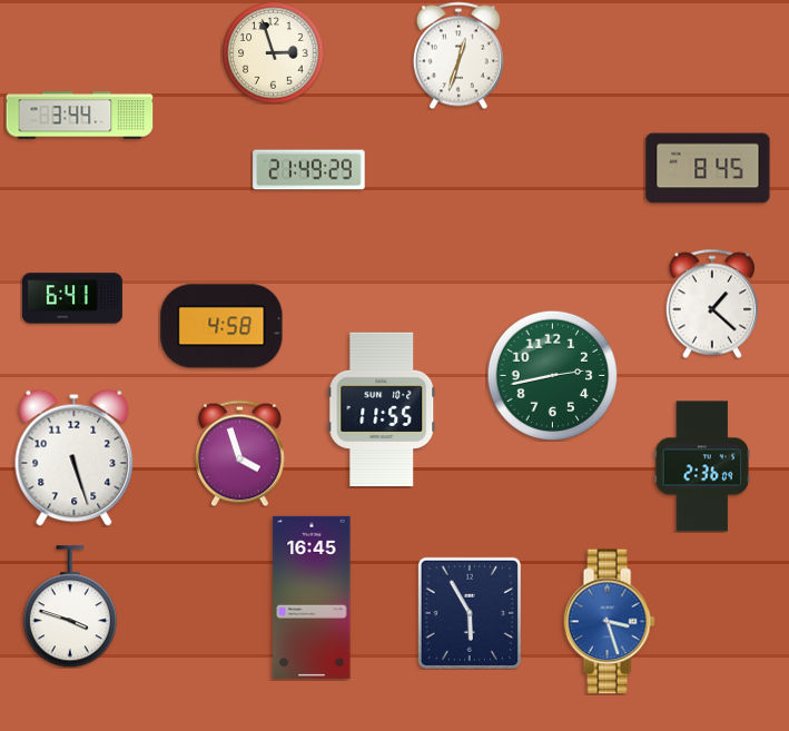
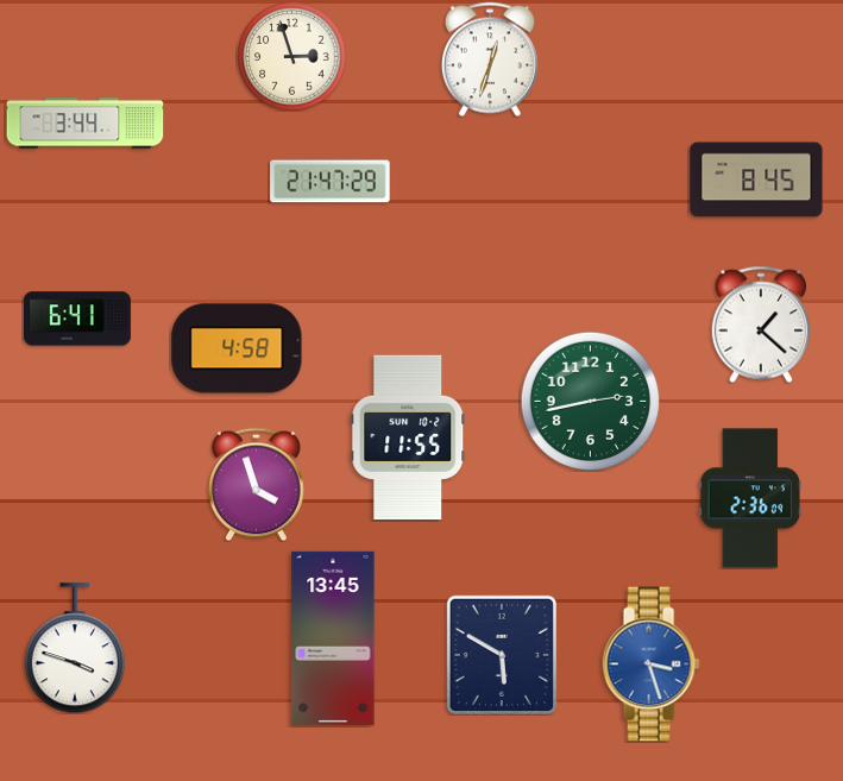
clock at (309, 170): 21:49 -> 21:47
clock at (75, 457): 5:27 -> none
clock at (312, 597): 16:45 -> 13:45
clock at (470, 613): 5:55 -> 5:50
